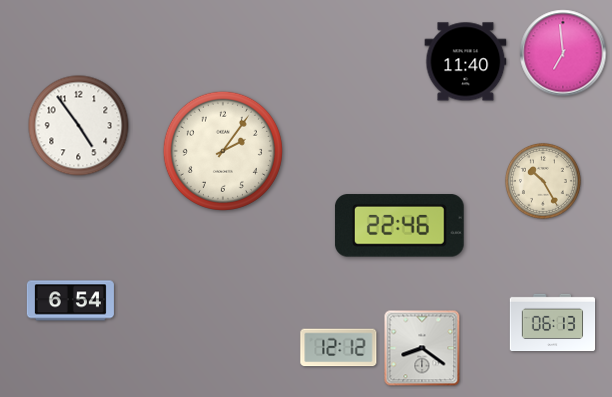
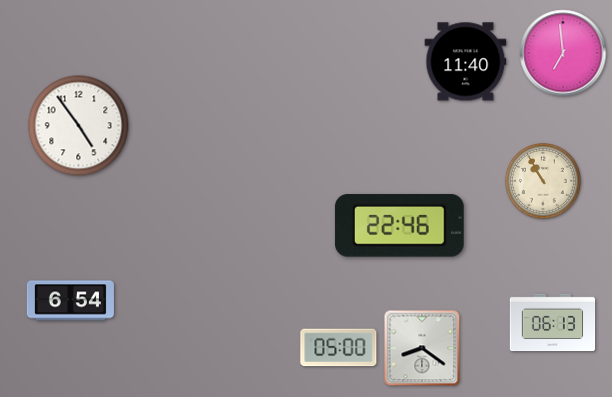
clock at (223, 151): 2:06 -> none
clock at (543, 181): 10:25 -> 10:55
clock at (339, 348): 12:12 -> 05:00
